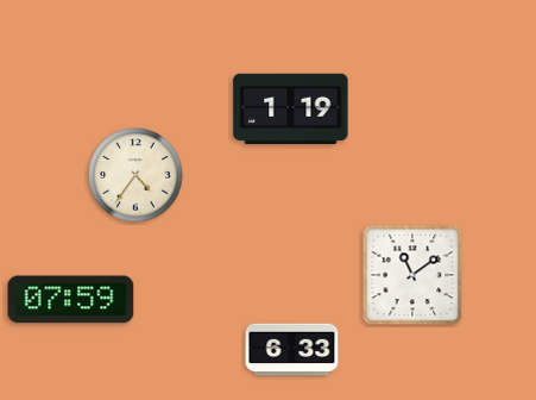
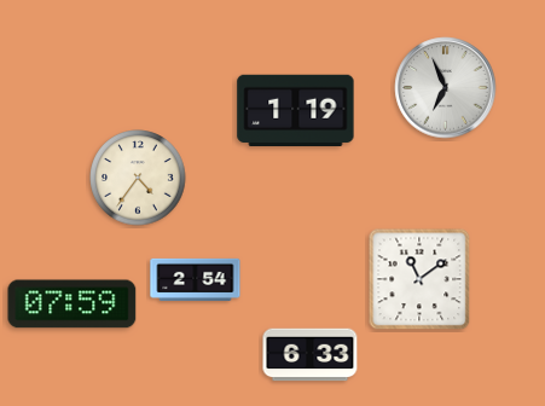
clock at (446, 88): none -> 6:56
clock at (196, 279): none -> 2:54
clock at (292, 350) position: (292, 350) -> (311, 355)
